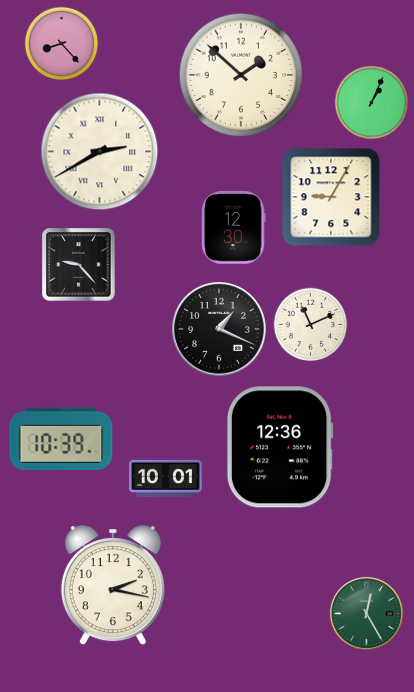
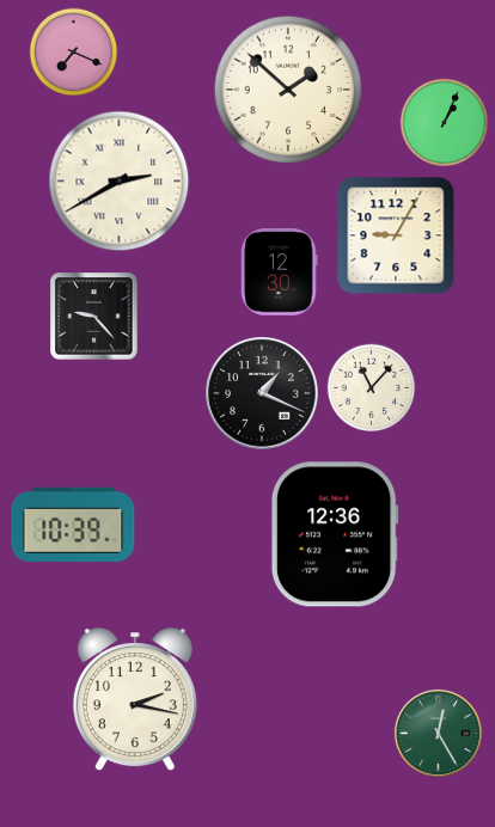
clock at (62, 44): 8:23 -> 7:19
clock at (311, 325): 11:11 -> 11:07
clock at (166, 478): 10:01 -> none
